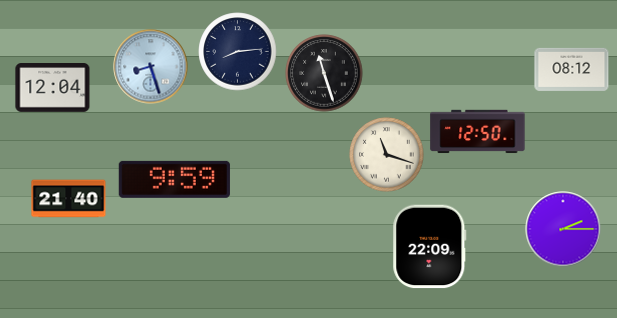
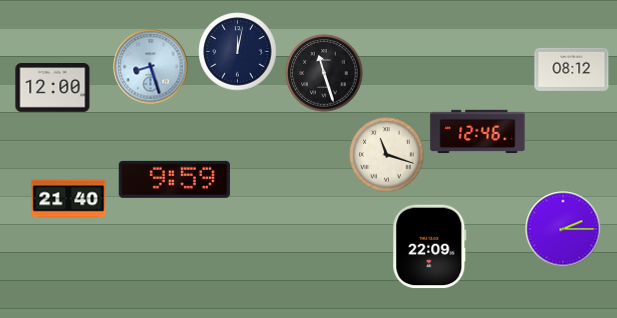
clock at (238, 52): 8:14 -> 12:02
clock at (53, 88): 12:04 -> 12:00
clock at (478, 132): 12:50 -> 12:46
